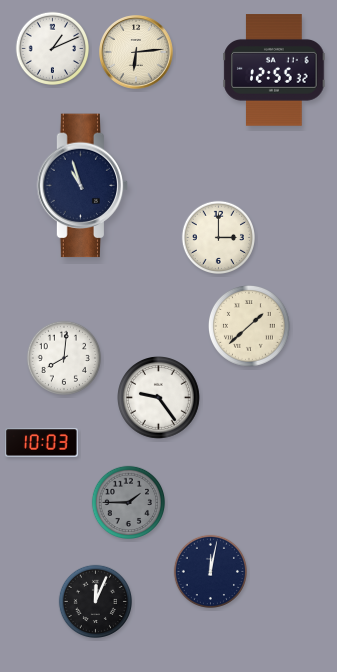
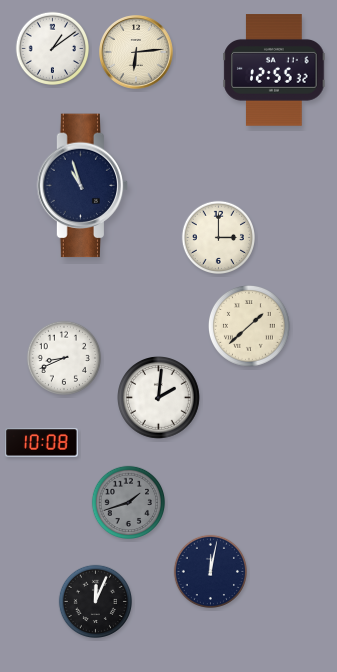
clock at (52, 48): 1:11 -> 1:09
clock at (63, 357): 8:01 -> 8:41
clock at (159, 398): 9:24 -> 2:01
clock at (42, 443): 10:03 -> 10:08
clock at (128, 502): 1:45 -> 1:42
